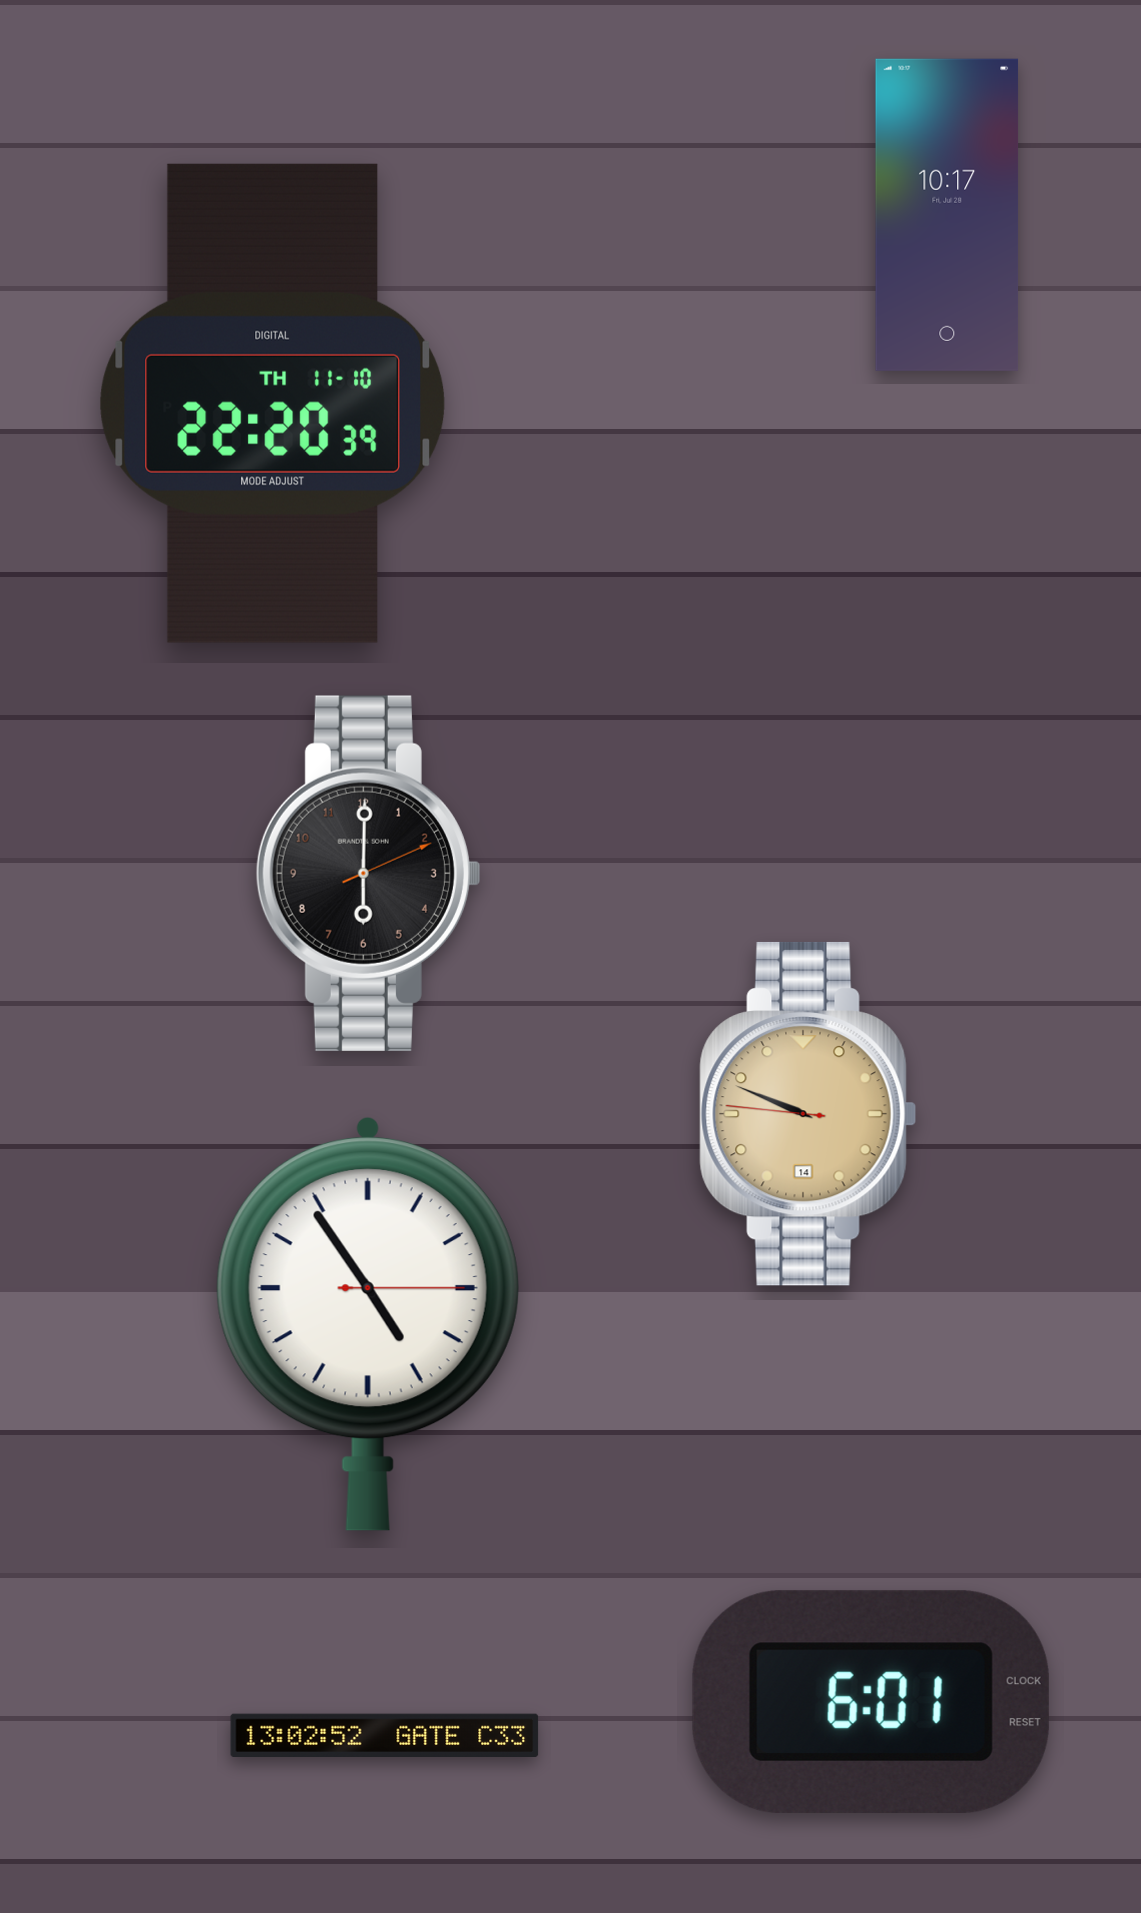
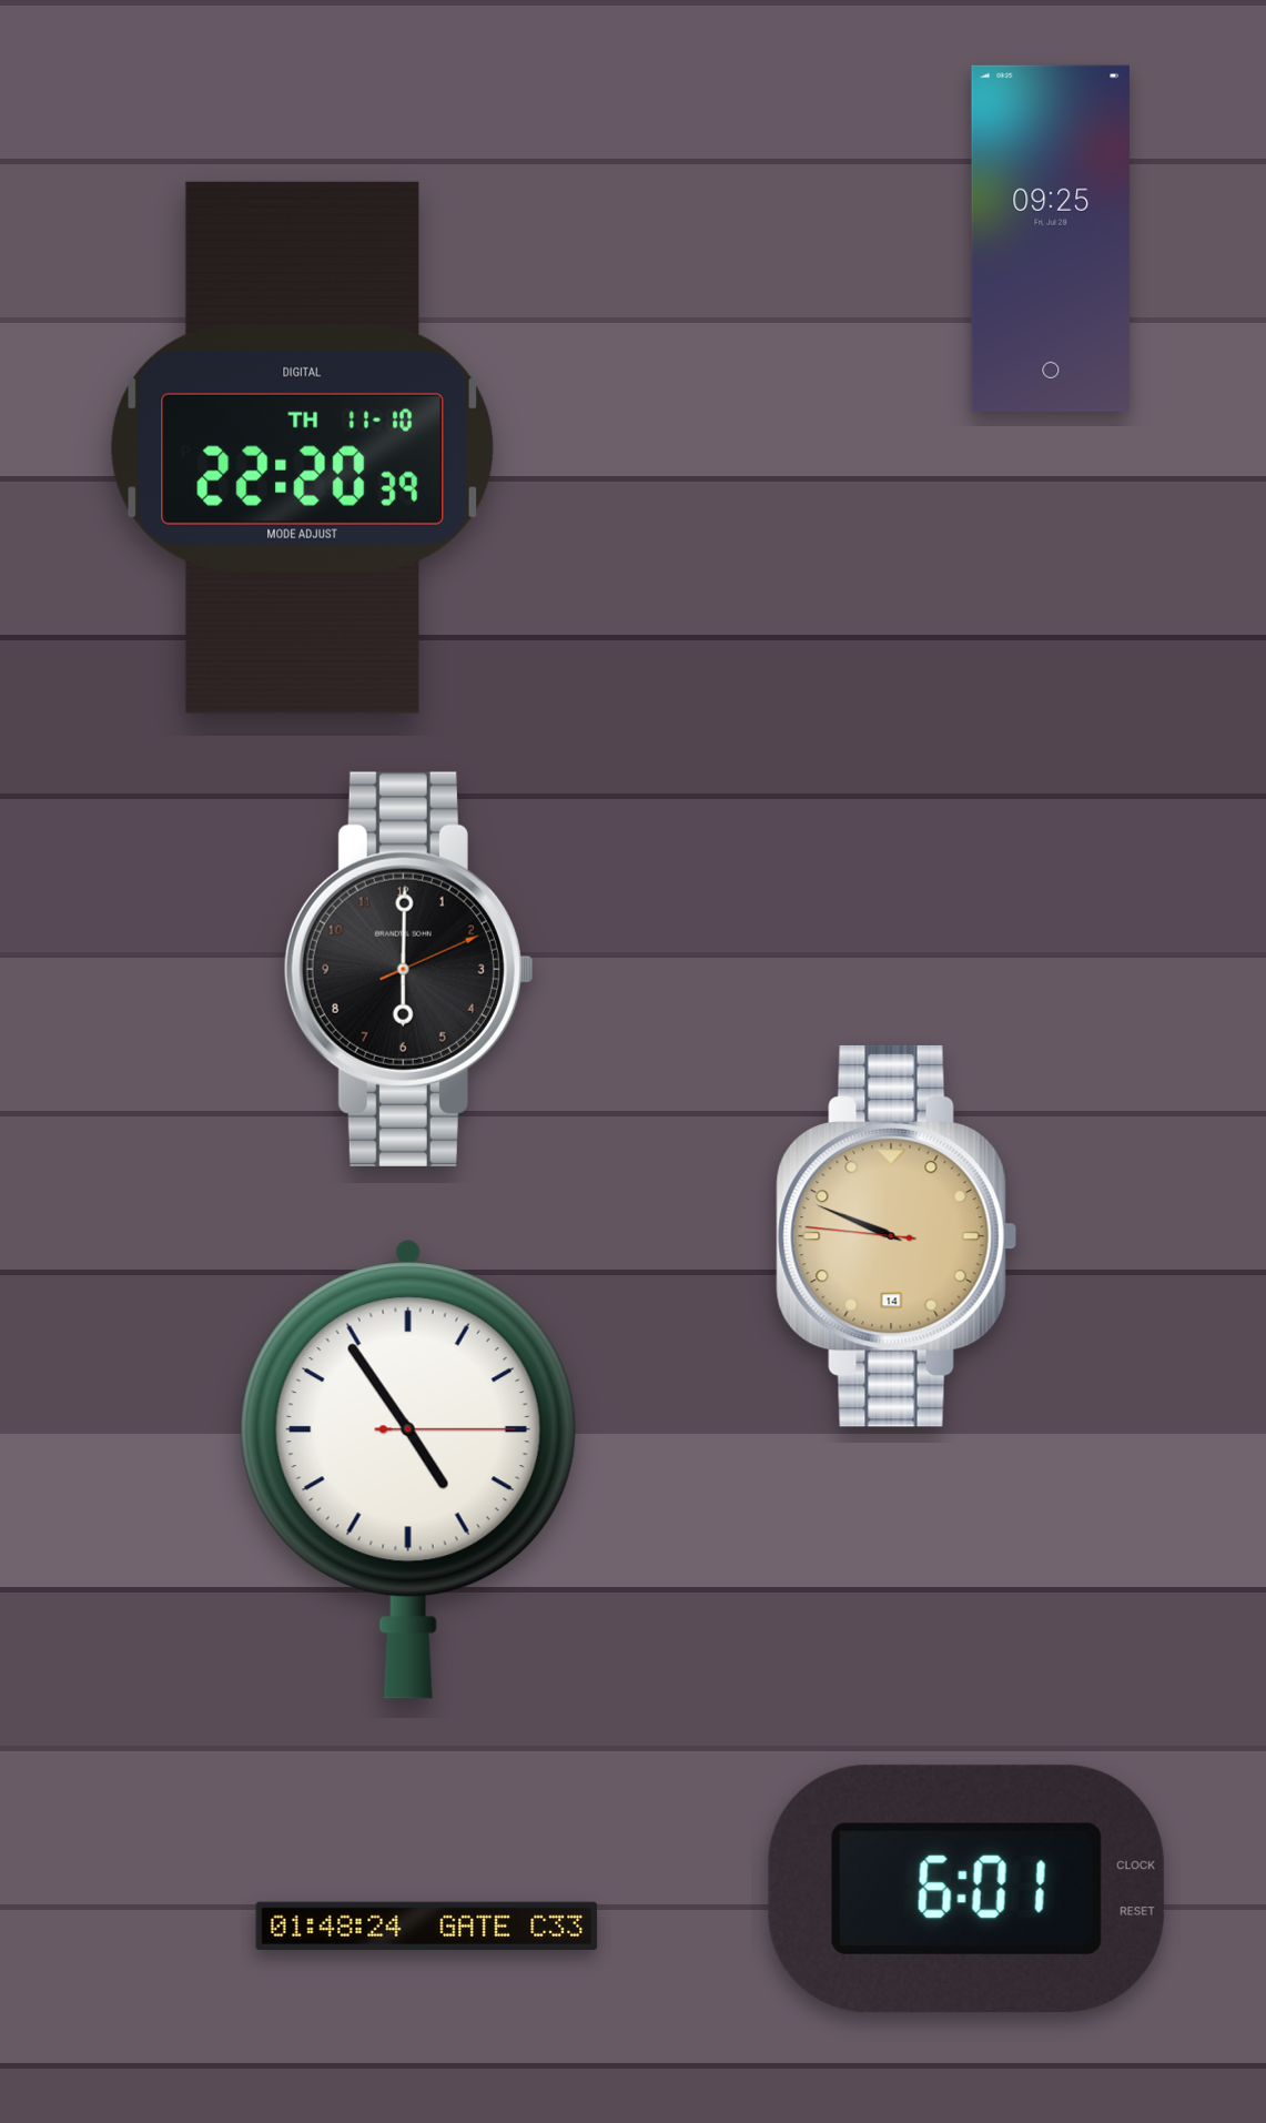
clock at (947, 215): 10:17 -> 09:25
clock at (385, 1735): 13:02 -> 01:48
